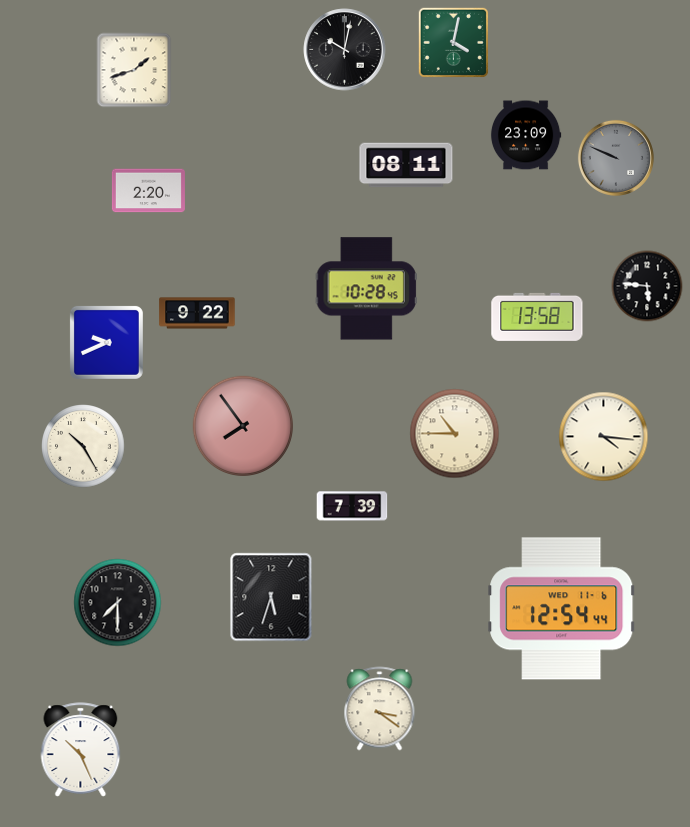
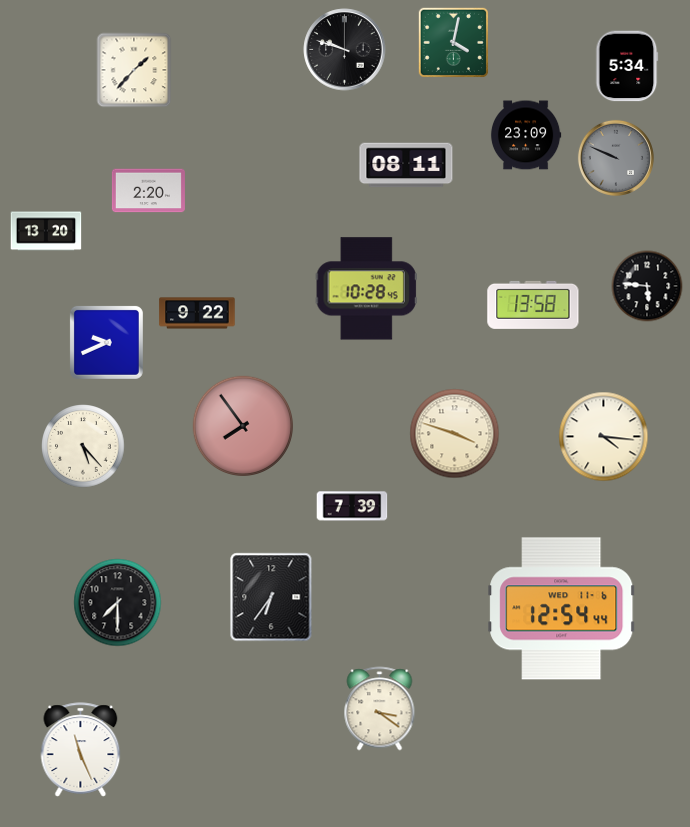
clock at (345, 50): 10:02 -> 9:48
clock at (627, 66): none -> 5:34
clock at (134, 70): 1:42 -> 1:37
clock at (46, 231): none -> 13:20
clock at (537, 317) position: (537, 317) -> (533, 305)
clock at (455, 434): 10:45 -> 3:48
clock at (83, 446): 10:25 -> 5:23
clock at (271, 597): 5:33 -> 6:36
clock at (81, 750): 10:26 -> 11:26
